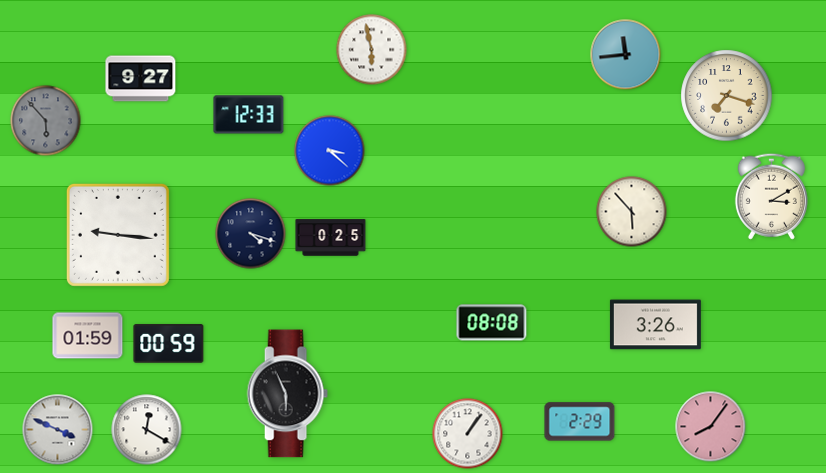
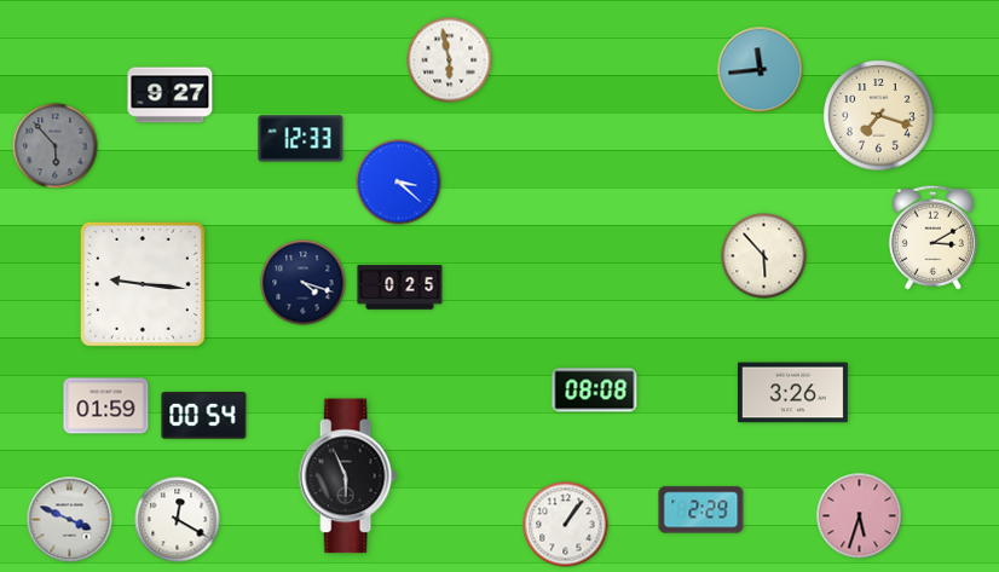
clock at (626, 55) position: (626, 55) -> (761, 70)
clock at (169, 344): 00:59 -> 00:54
clock at (711, 427): 8:06 -> 5:33
